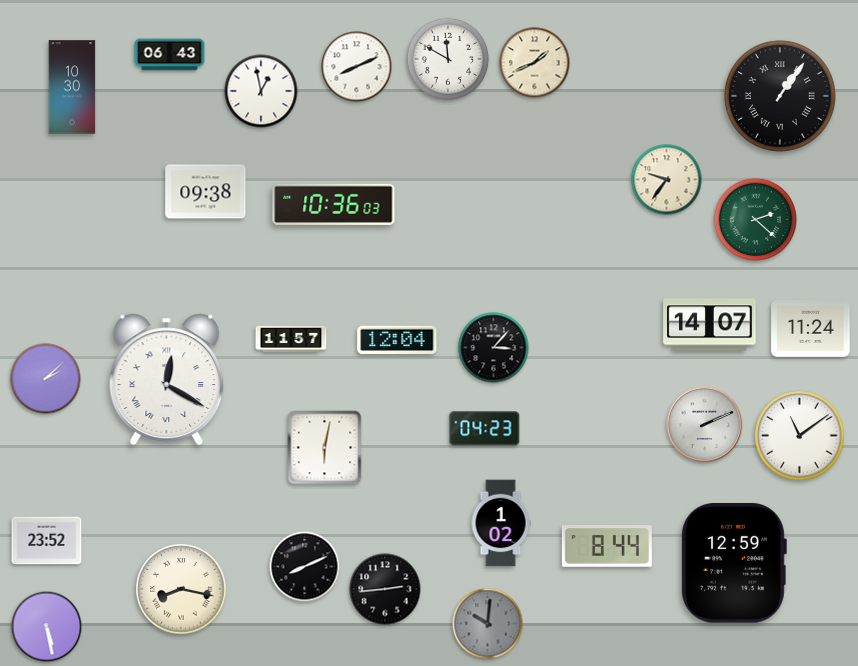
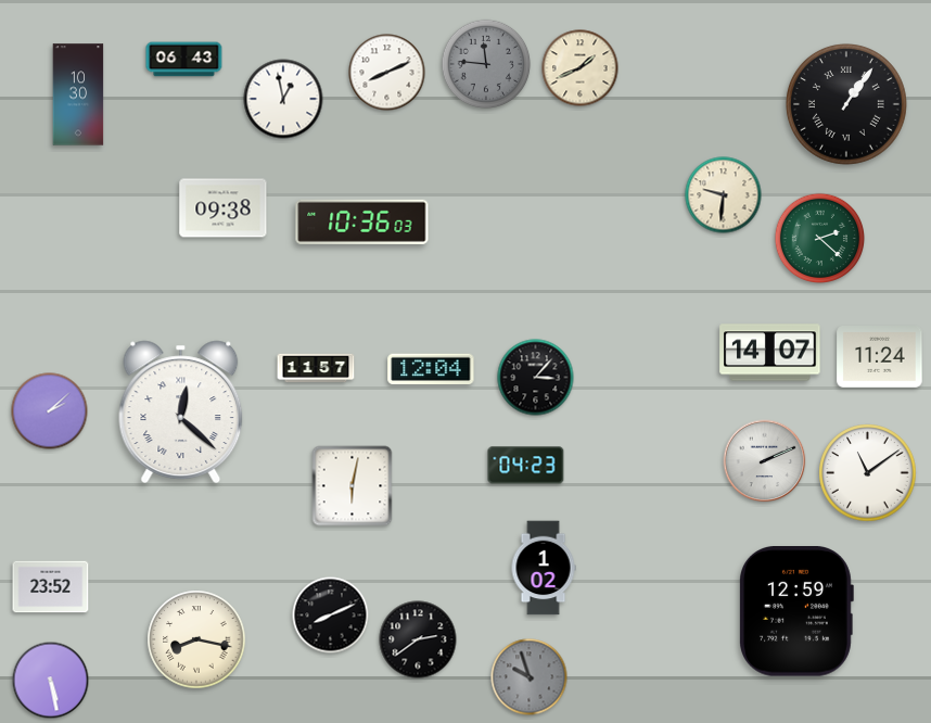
clock at (448, 59): 11:50 -> 11:46
clock at (448, 59) dial: white -> grey
clock at (667, 180): 9:36 -> 9:31
clock at (167, 379): 12:20 -> 12:22
clock at (607, 546): 8:44 -> none
clock at (385, 589): 2:44 -> 2:39
clock at (488, 624): 10:01 -> 9:57
